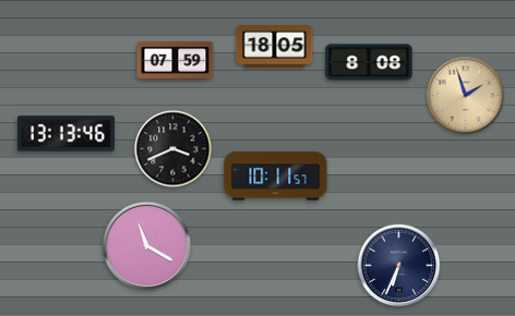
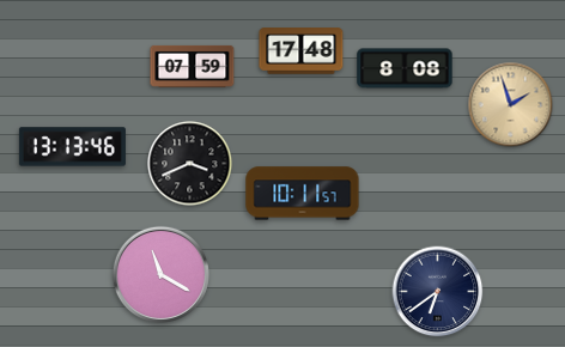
clock at (275, 47): 18:05 -> 17:48
clock at (146, 245) position: (146, 245) -> (160, 274)
clock at (399, 266): 6:34 -> 6:39
